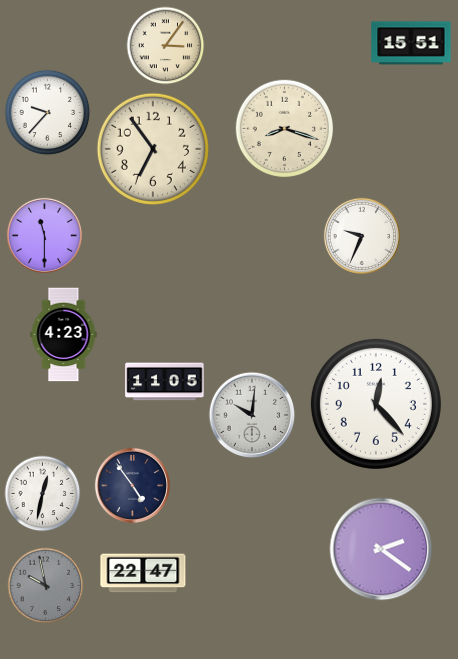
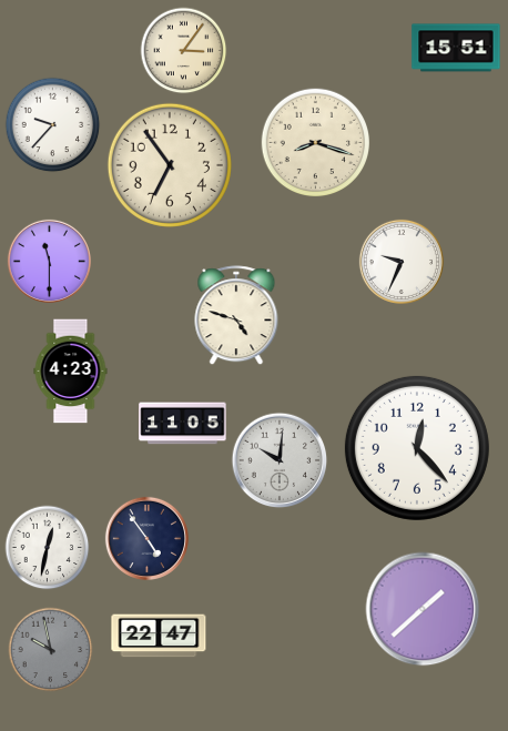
clock at (236, 316): none -> 4:48
clock at (381, 549): 2:21 -> 1:38
